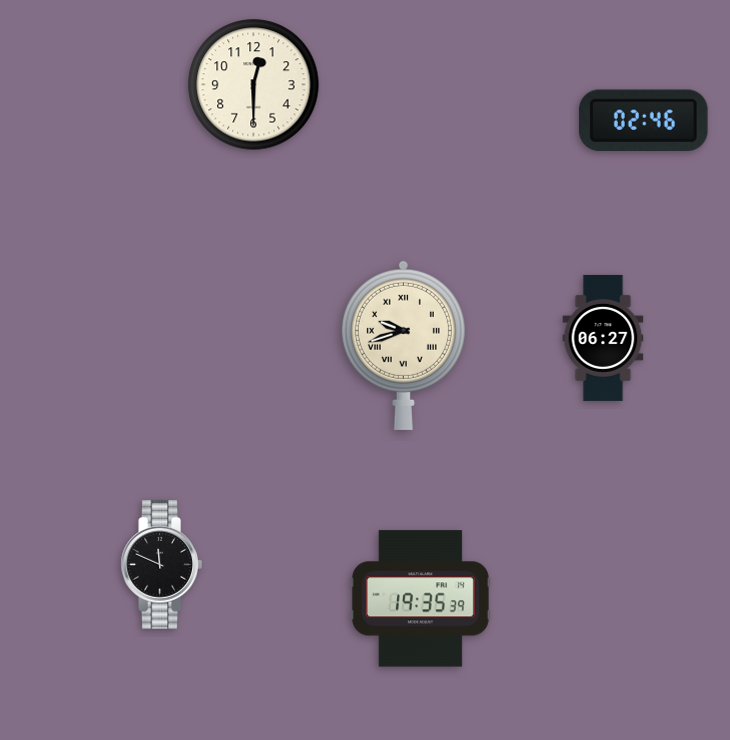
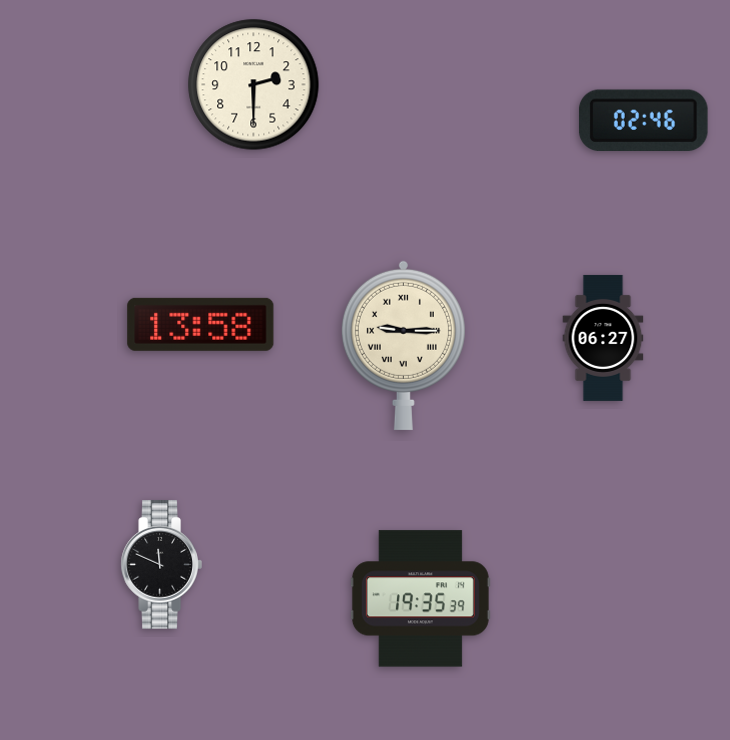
clock at (254, 85): 12:30 -> 2:30
clock at (201, 324): none -> 13:58
clock at (403, 345): 9:42 -> 9:15
